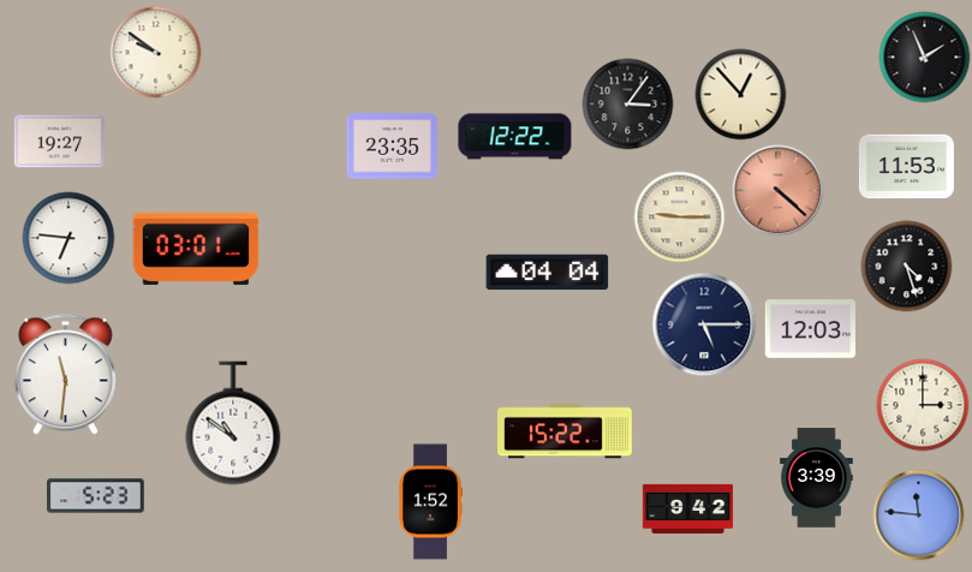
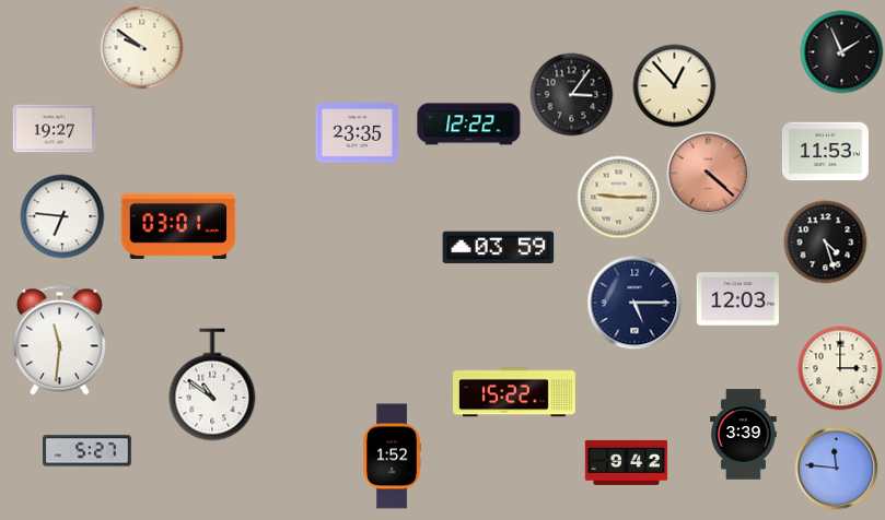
clock at (548, 273): 04:04 -> 03:59
clock at (704, 324) position: (704, 324) -> (634, 303)
clock at (96, 496): 5:23 -> 5:27
